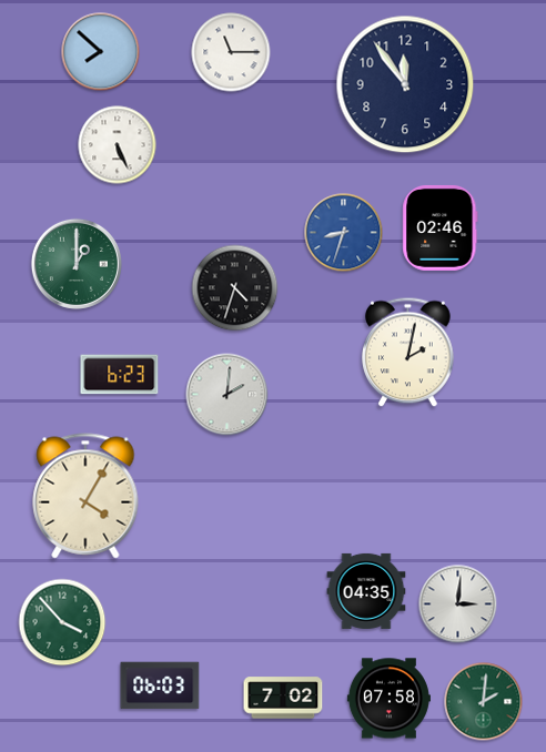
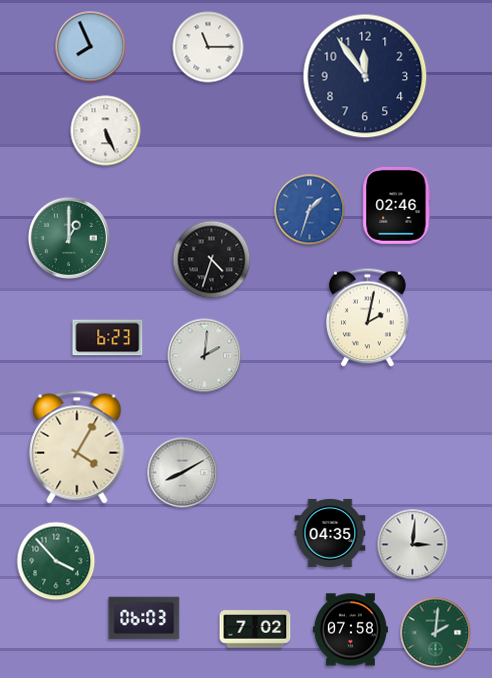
clock at (101, 52): 7:52 -> 7:56
clock at (344, 233): 8:33 -> 1:33
clock at (183, 473): none -> 8:10
